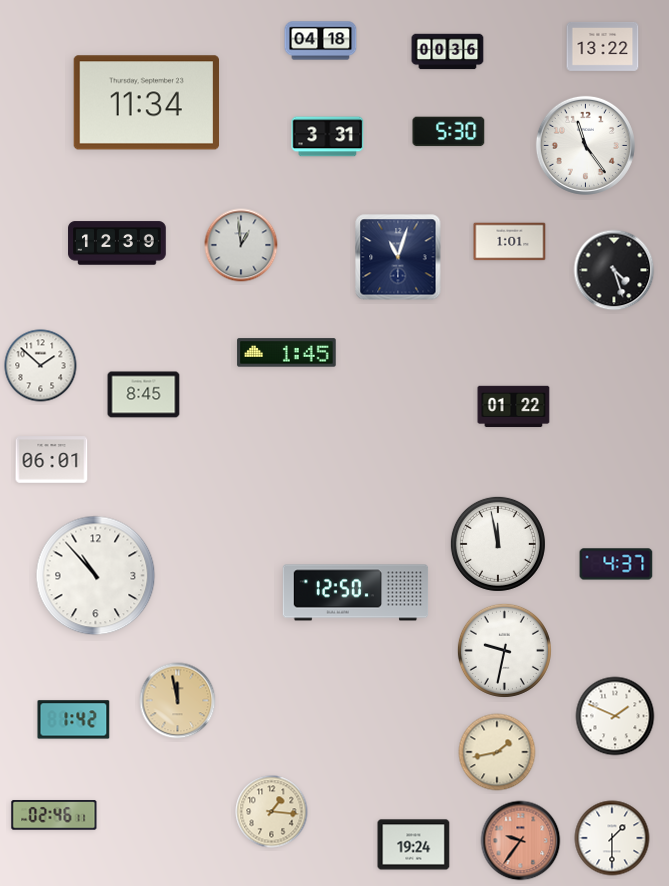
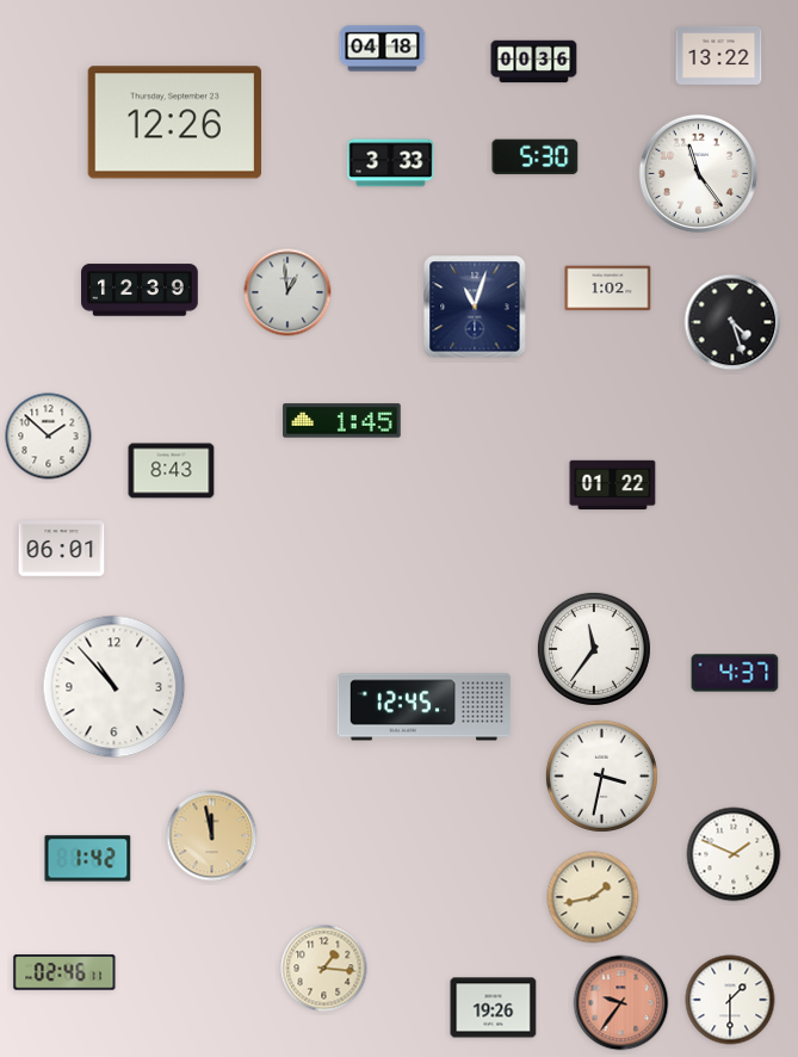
clock at (146, 103): 11:34 -> 12:26
clock at (328, 137): 3:31 -> 3:33
clock at (510, 242): 1:01 -> 1:02
clock at (144, 395): 8:45 -> 8:43
clock at (498, 544): 11:58 -> 11:36
clock at (356, 593): 12:50 -> 12:45
clock at (504, 650): 9:32 -> 3:32
clock at (414, 845): 19:24 -> 19:26
